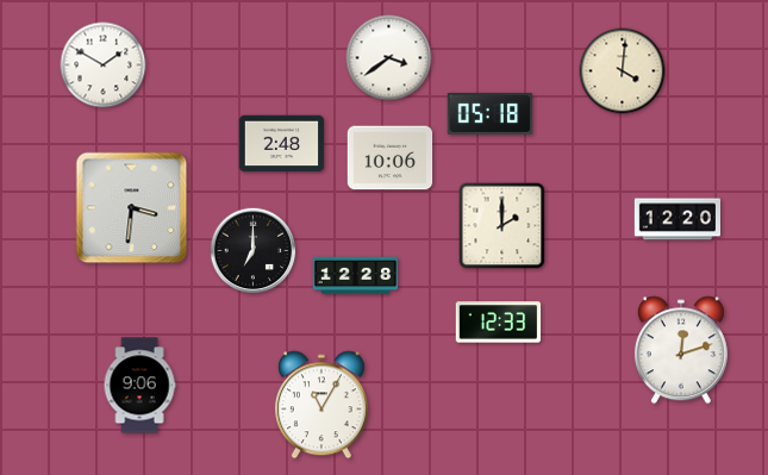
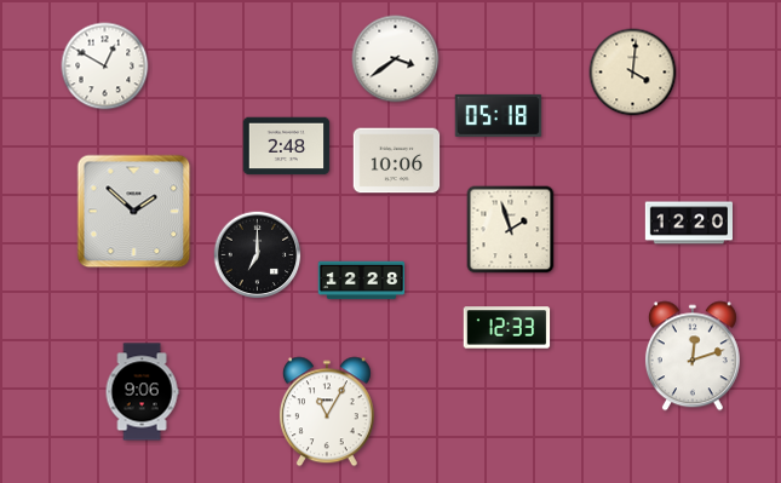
clock at (104, 65): 1:50 -> 12:50
clock at (132, 208): 3:31 -> 1:52
clock at (502, 226): 2:00 -> 1:57
